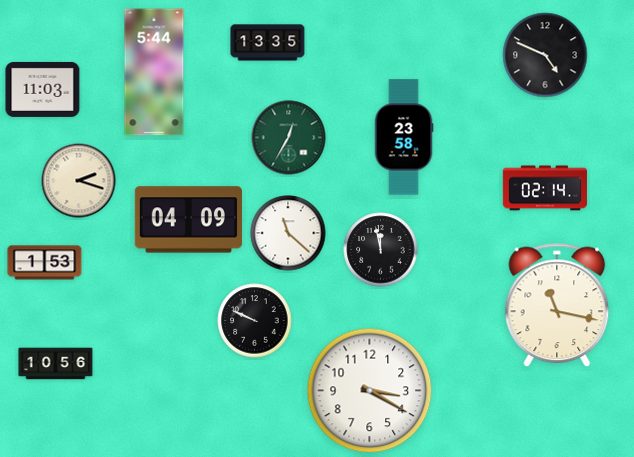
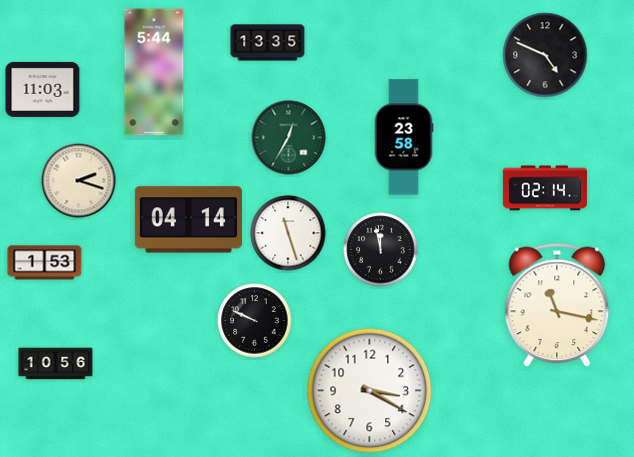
clock at (188, 220): 04:09 -> 04:14
clock at (288, 233): 11:22 -> 11:27
